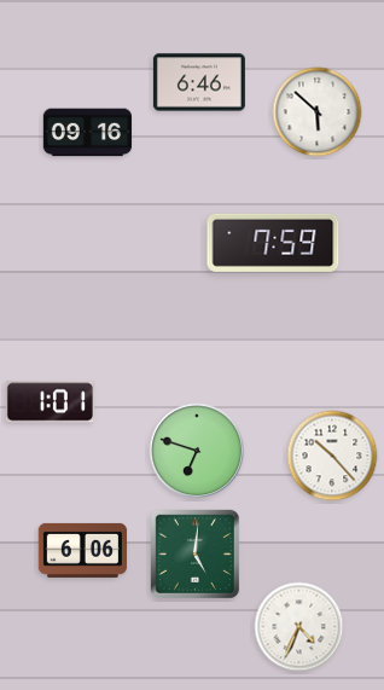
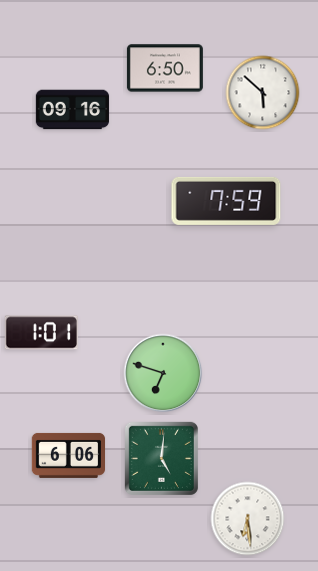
clock at (199, 82): 6:46 -> 6:50
clock at (332, 456): 10:23 -> none
clock at (299, 627): 4:34 -> 6:29
